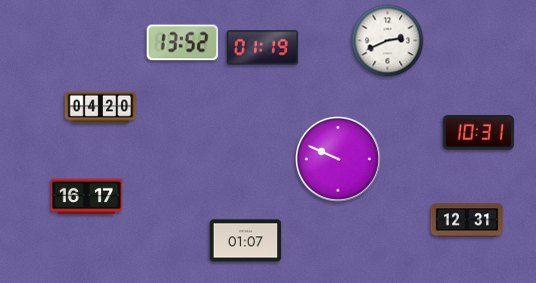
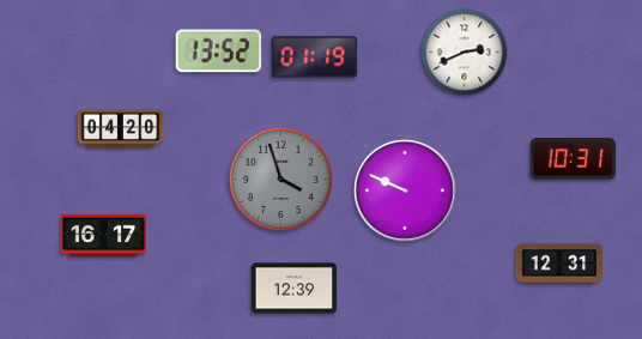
clock at (388, 41) position: (388, 41) -> (465, 53)
clock at (280, 178): none -> 3:57
clock at (246, 241): 01:07 -> 12:39
